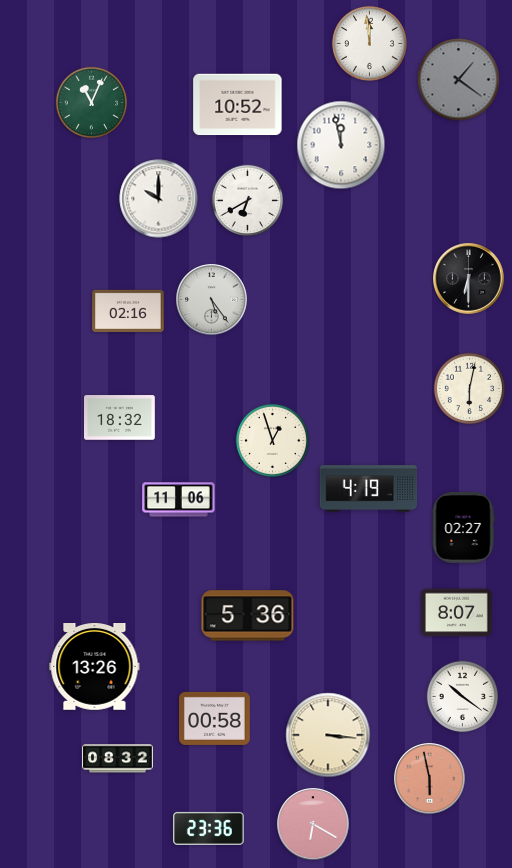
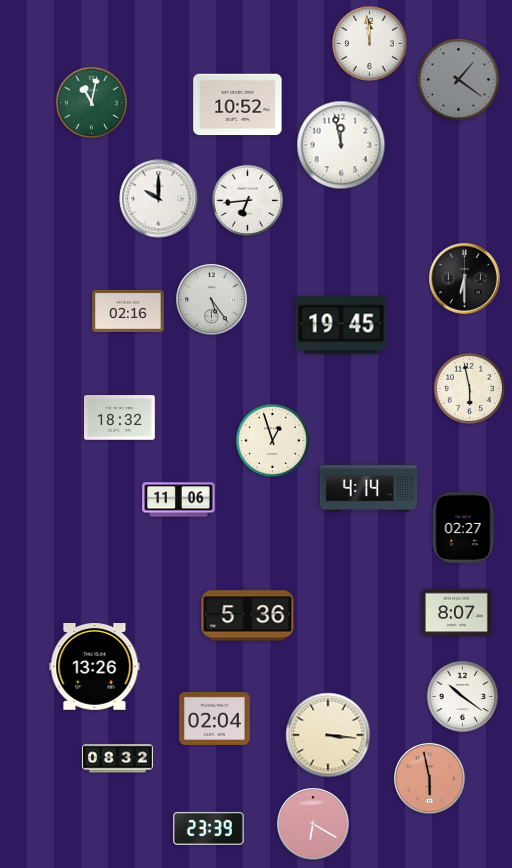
clock at (92, 103): 11:04 -> 11:02
clock at (248, 201): 6:40 -> 6:44
clock at (469, 279) position: (469, 279) -> (465, 279)
clock at (341, 325): none -> 19:45
clock at (470, 389): 6:02 -> 5:58
clock at (369, 489): 4:19 -> 4:14
clock at (215, 718): 00:58 -> 02:04
clock at (209, 828): 23:36 -> 23:39
